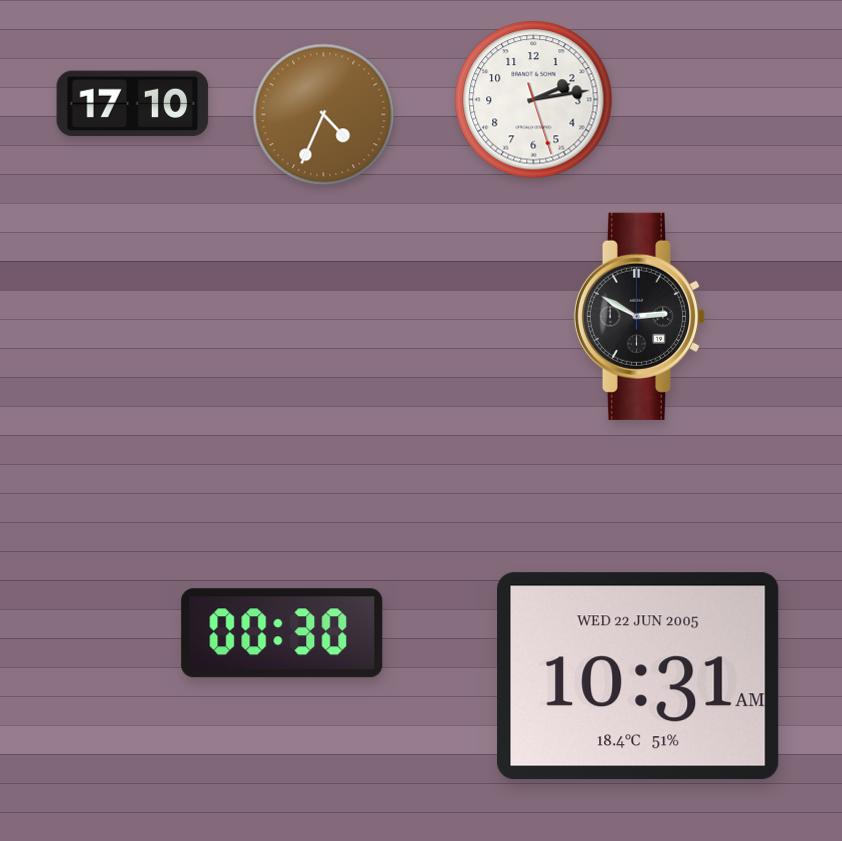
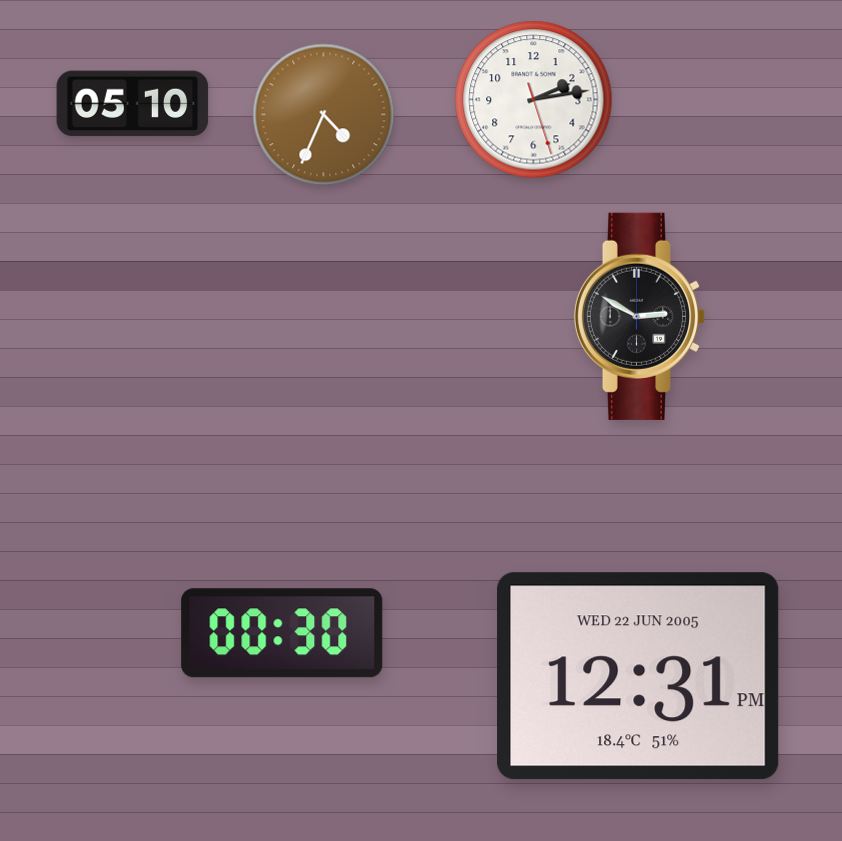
clock at (133, 104): 17:10 -> 05:10
clock at (638, 676): 10:31 -> 12:31
